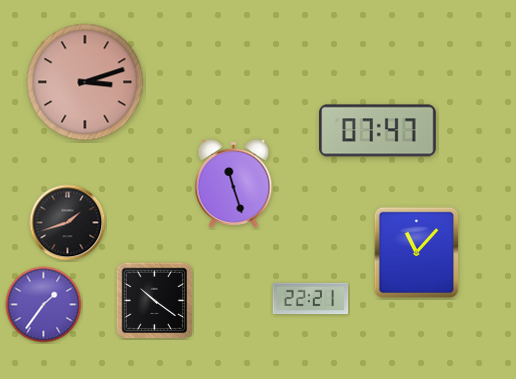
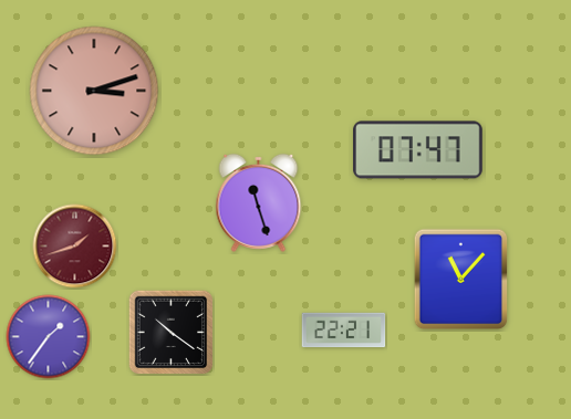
clock at (378, 131) position: (378, 131) -> (418, 150)
clock at (68, 223) dial: black -> burgundy
